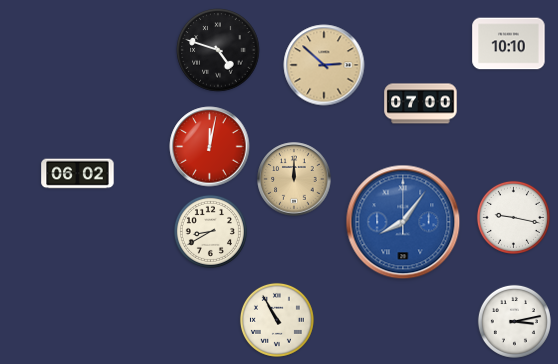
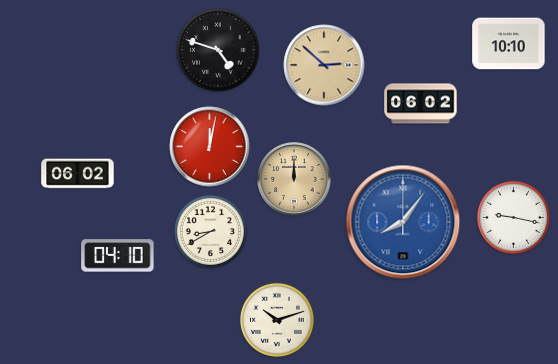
clock at (421, 104): 07:00 -> 06:02
clock at (118, 256): none -> 04:10
clock at (277, 320): 10:55 -> 10:12
clock at (514, 321): 3:13 -> none
